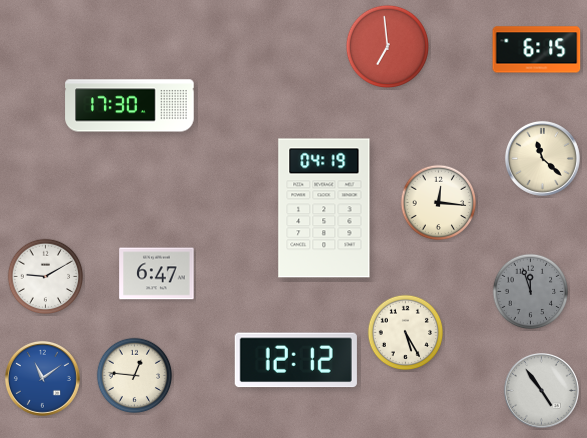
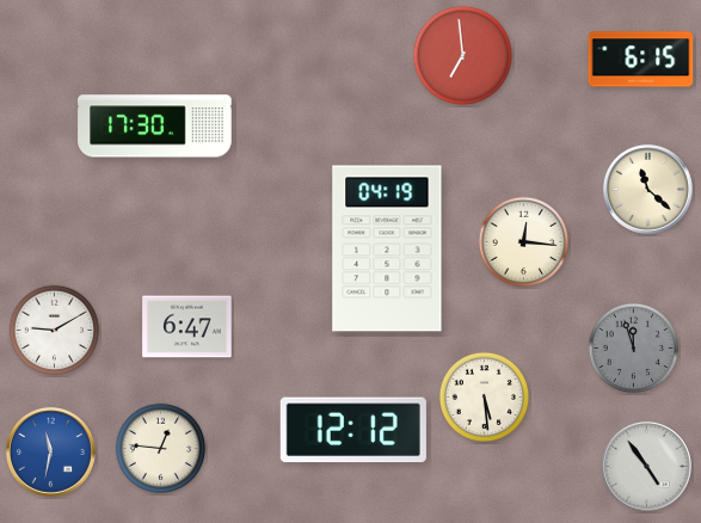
clock at (406, 333): 5:25 -> 5:29
clock at (42, 378): 11:09 -> 11:32
